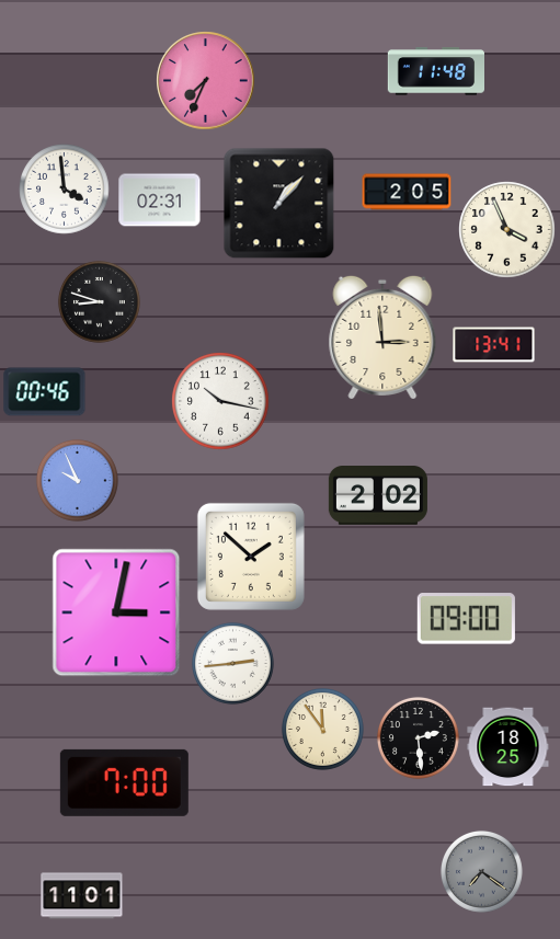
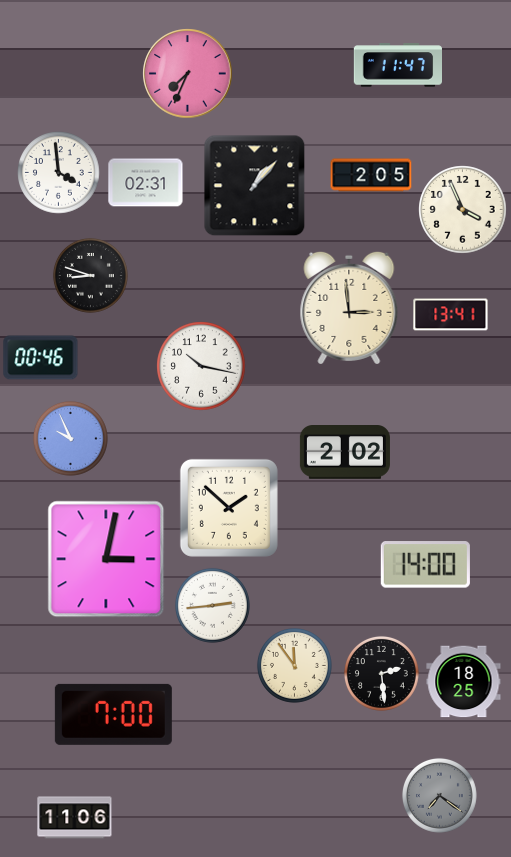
clock at (435, 71): 11:48 -> 11:47
clock at (466, 619): 09:00 -> 14:00
clock at (82, 896): 11:01 -> 11:06
